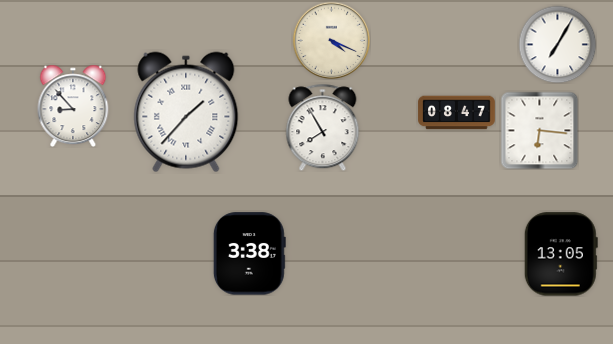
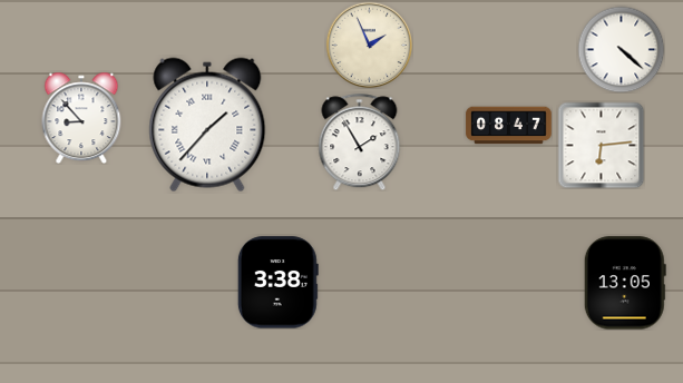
clock at (331, 40): 4:19 -> 1:56
clock at (557, 44): 7:05 -> 4:22
clock at (323, 127): 7:55 -> 1:55
clock at (539, 130): 6:16 -> 6:14
